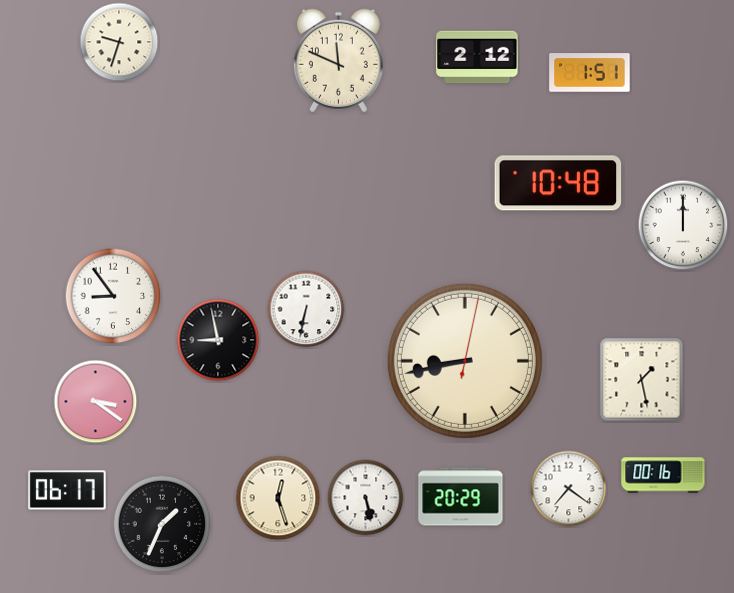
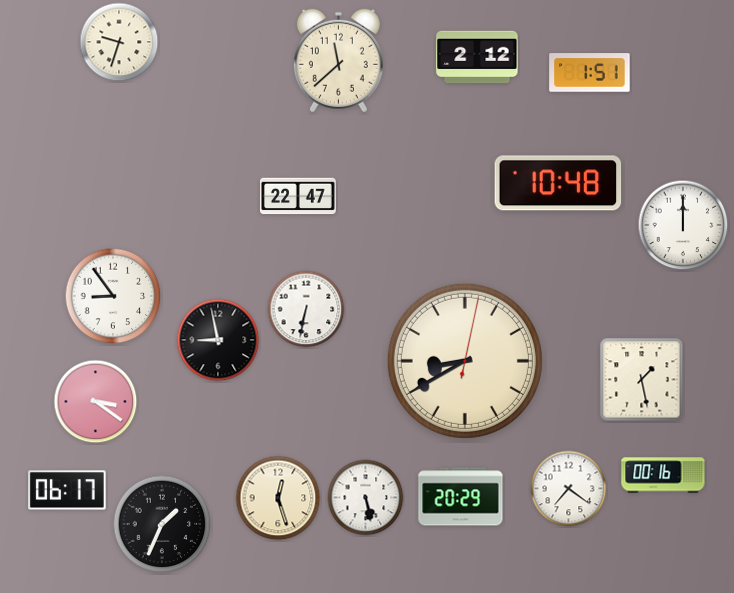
clock at (338, 61): 11:49 -> 11:38
clock at (298, 196): none -> 22:47
clock at (465, 361): 8:43 -> 8:40
